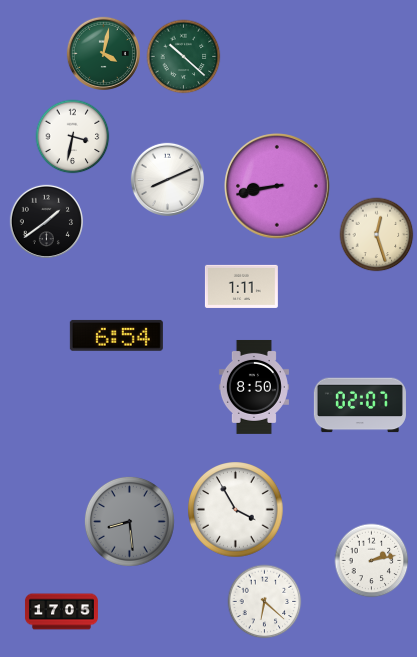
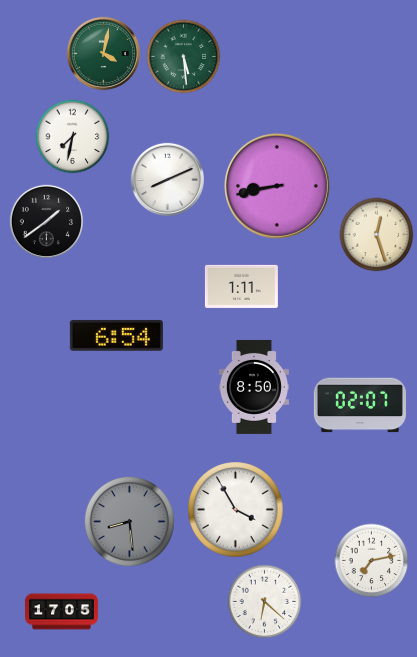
clock at (184, 57): 10:22 -> 5:29
clock at (73, 137): 3:32 -> 7:32
clock at (372, 561): 2:13 -> 7:13
